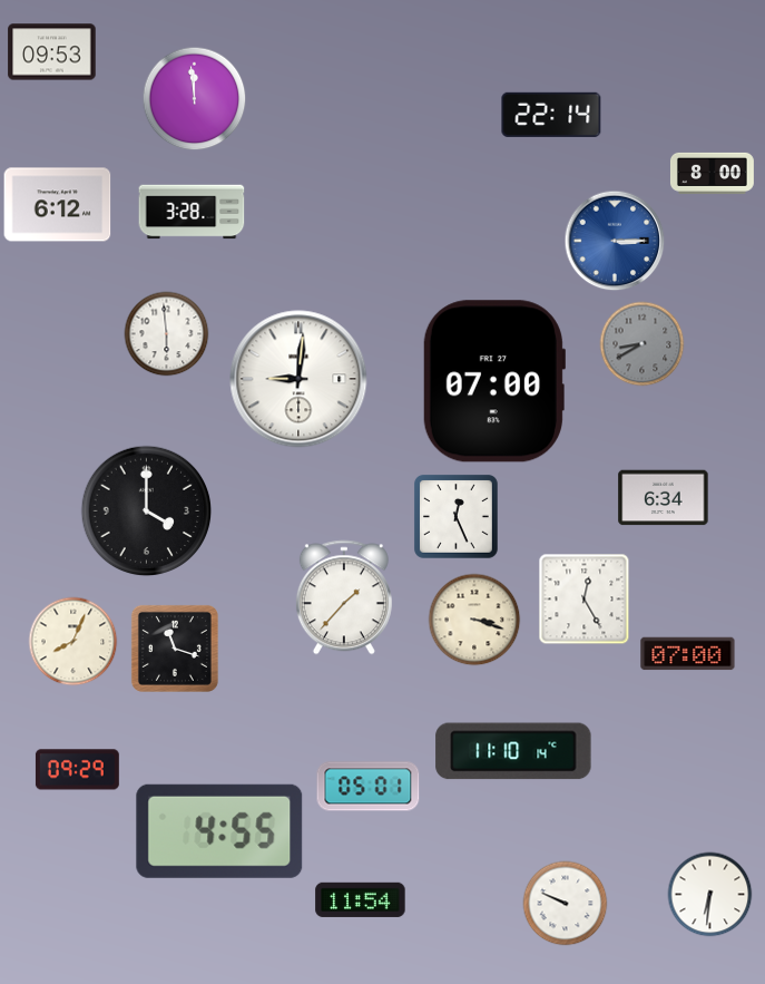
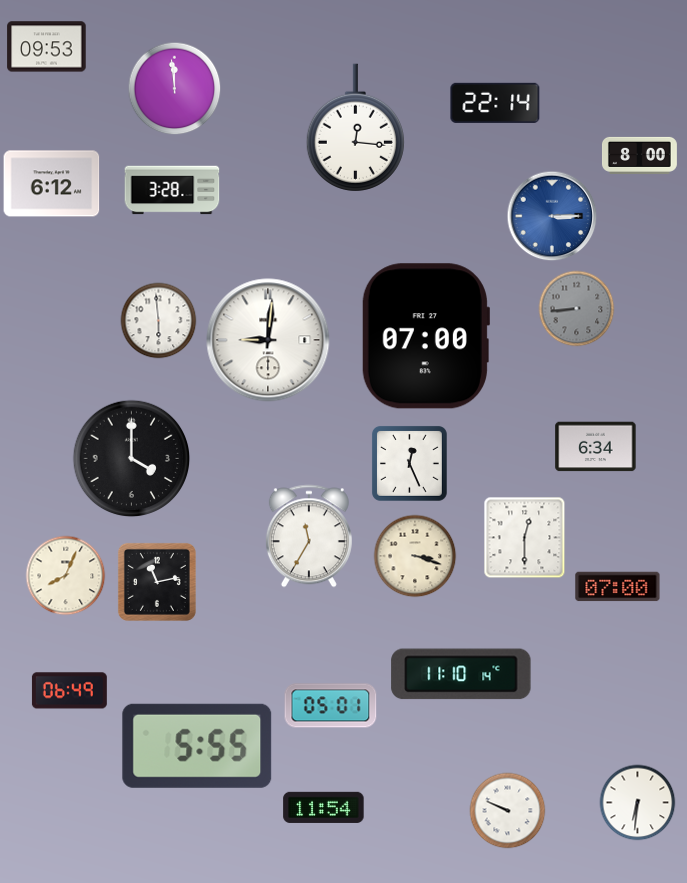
clock at (355, 128): none -> 12:16
clock at (167, 334) position: (167, 334) -> (159, 321)
clock at (643, 344): 8:40 -> 8:44
clock at (493, 381) position: (493, 381) -> (425, 336)
clock at (344, 597): 1:37 -> 11:35
clock at (585, 600): 12:25 -> 12:30
clock at (474, 620) position: (474, 620) -> (415, 556)
clock at (175, 649): 11:18 -> 11:13
clock at (77, 770): 09:29 -> 06:49
clock at (219, 831): 4:55 -> 5:55
